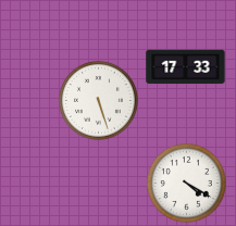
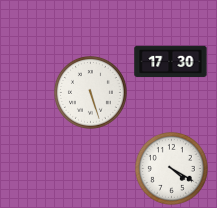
clock at (186, 67): 17:33 -> 17:30
